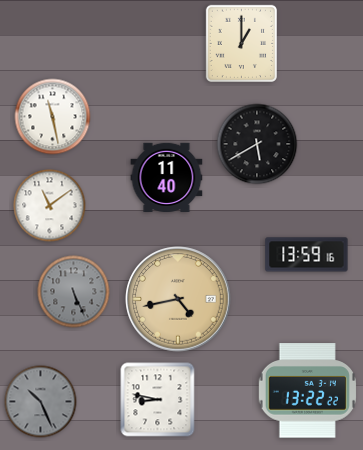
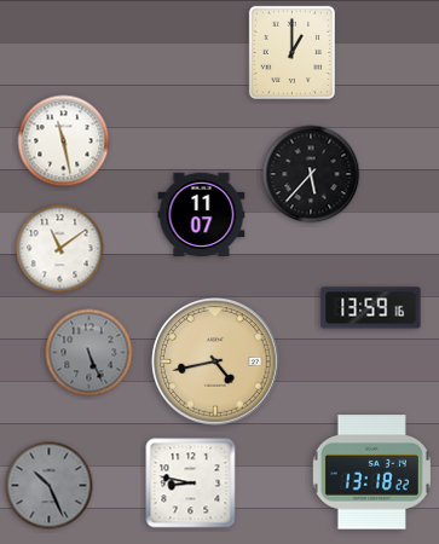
clock at (257, 144): 5:40 -> 5:37
clock at (167, 177): 11:40 -> 11:07
clock at (307, 391): 13:22 -> 13:18
